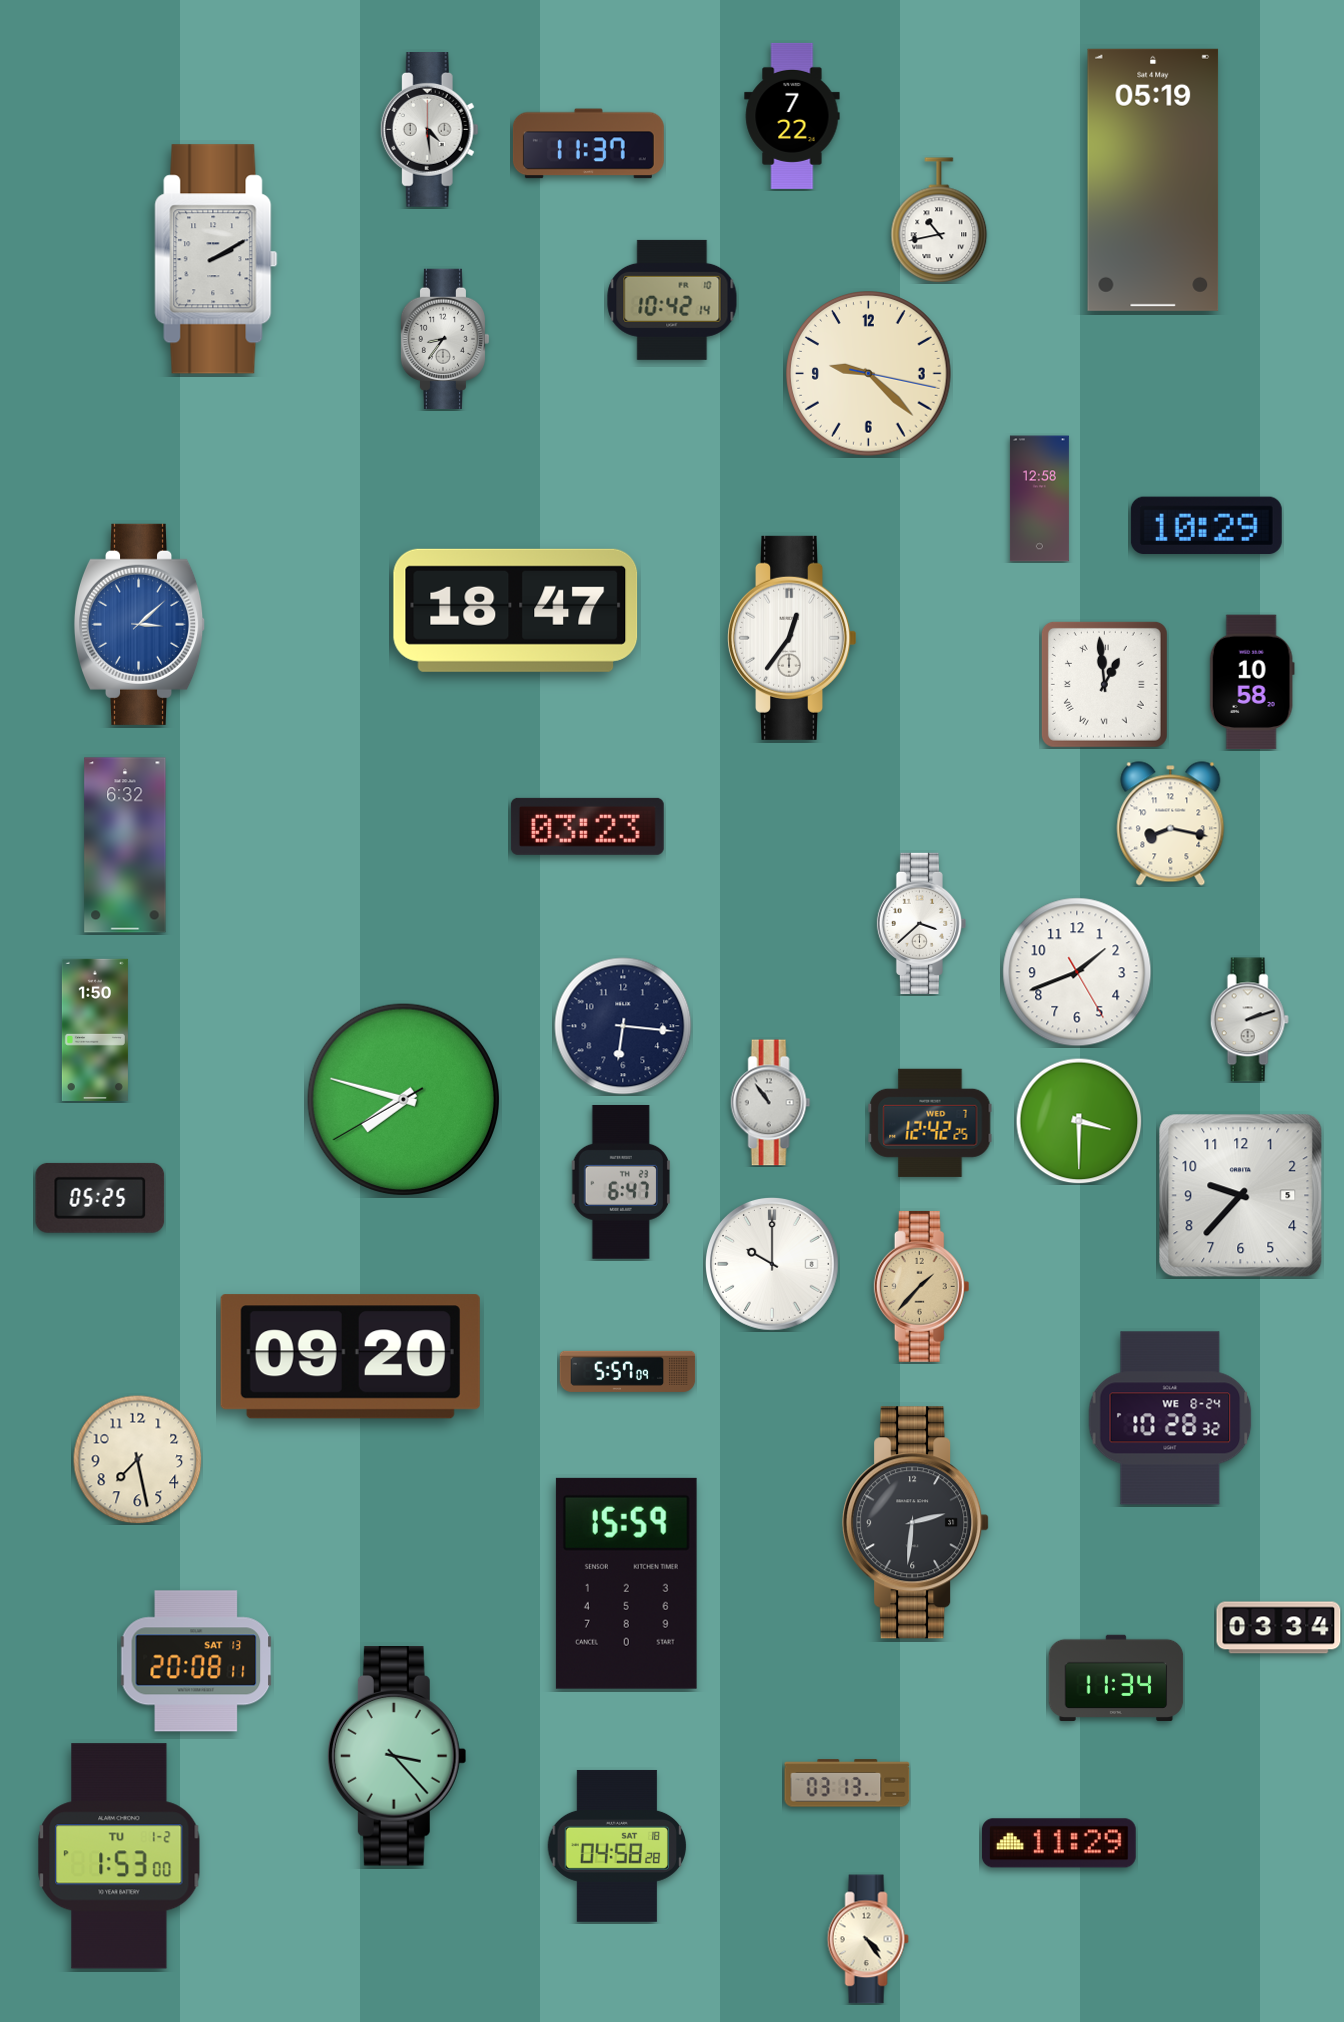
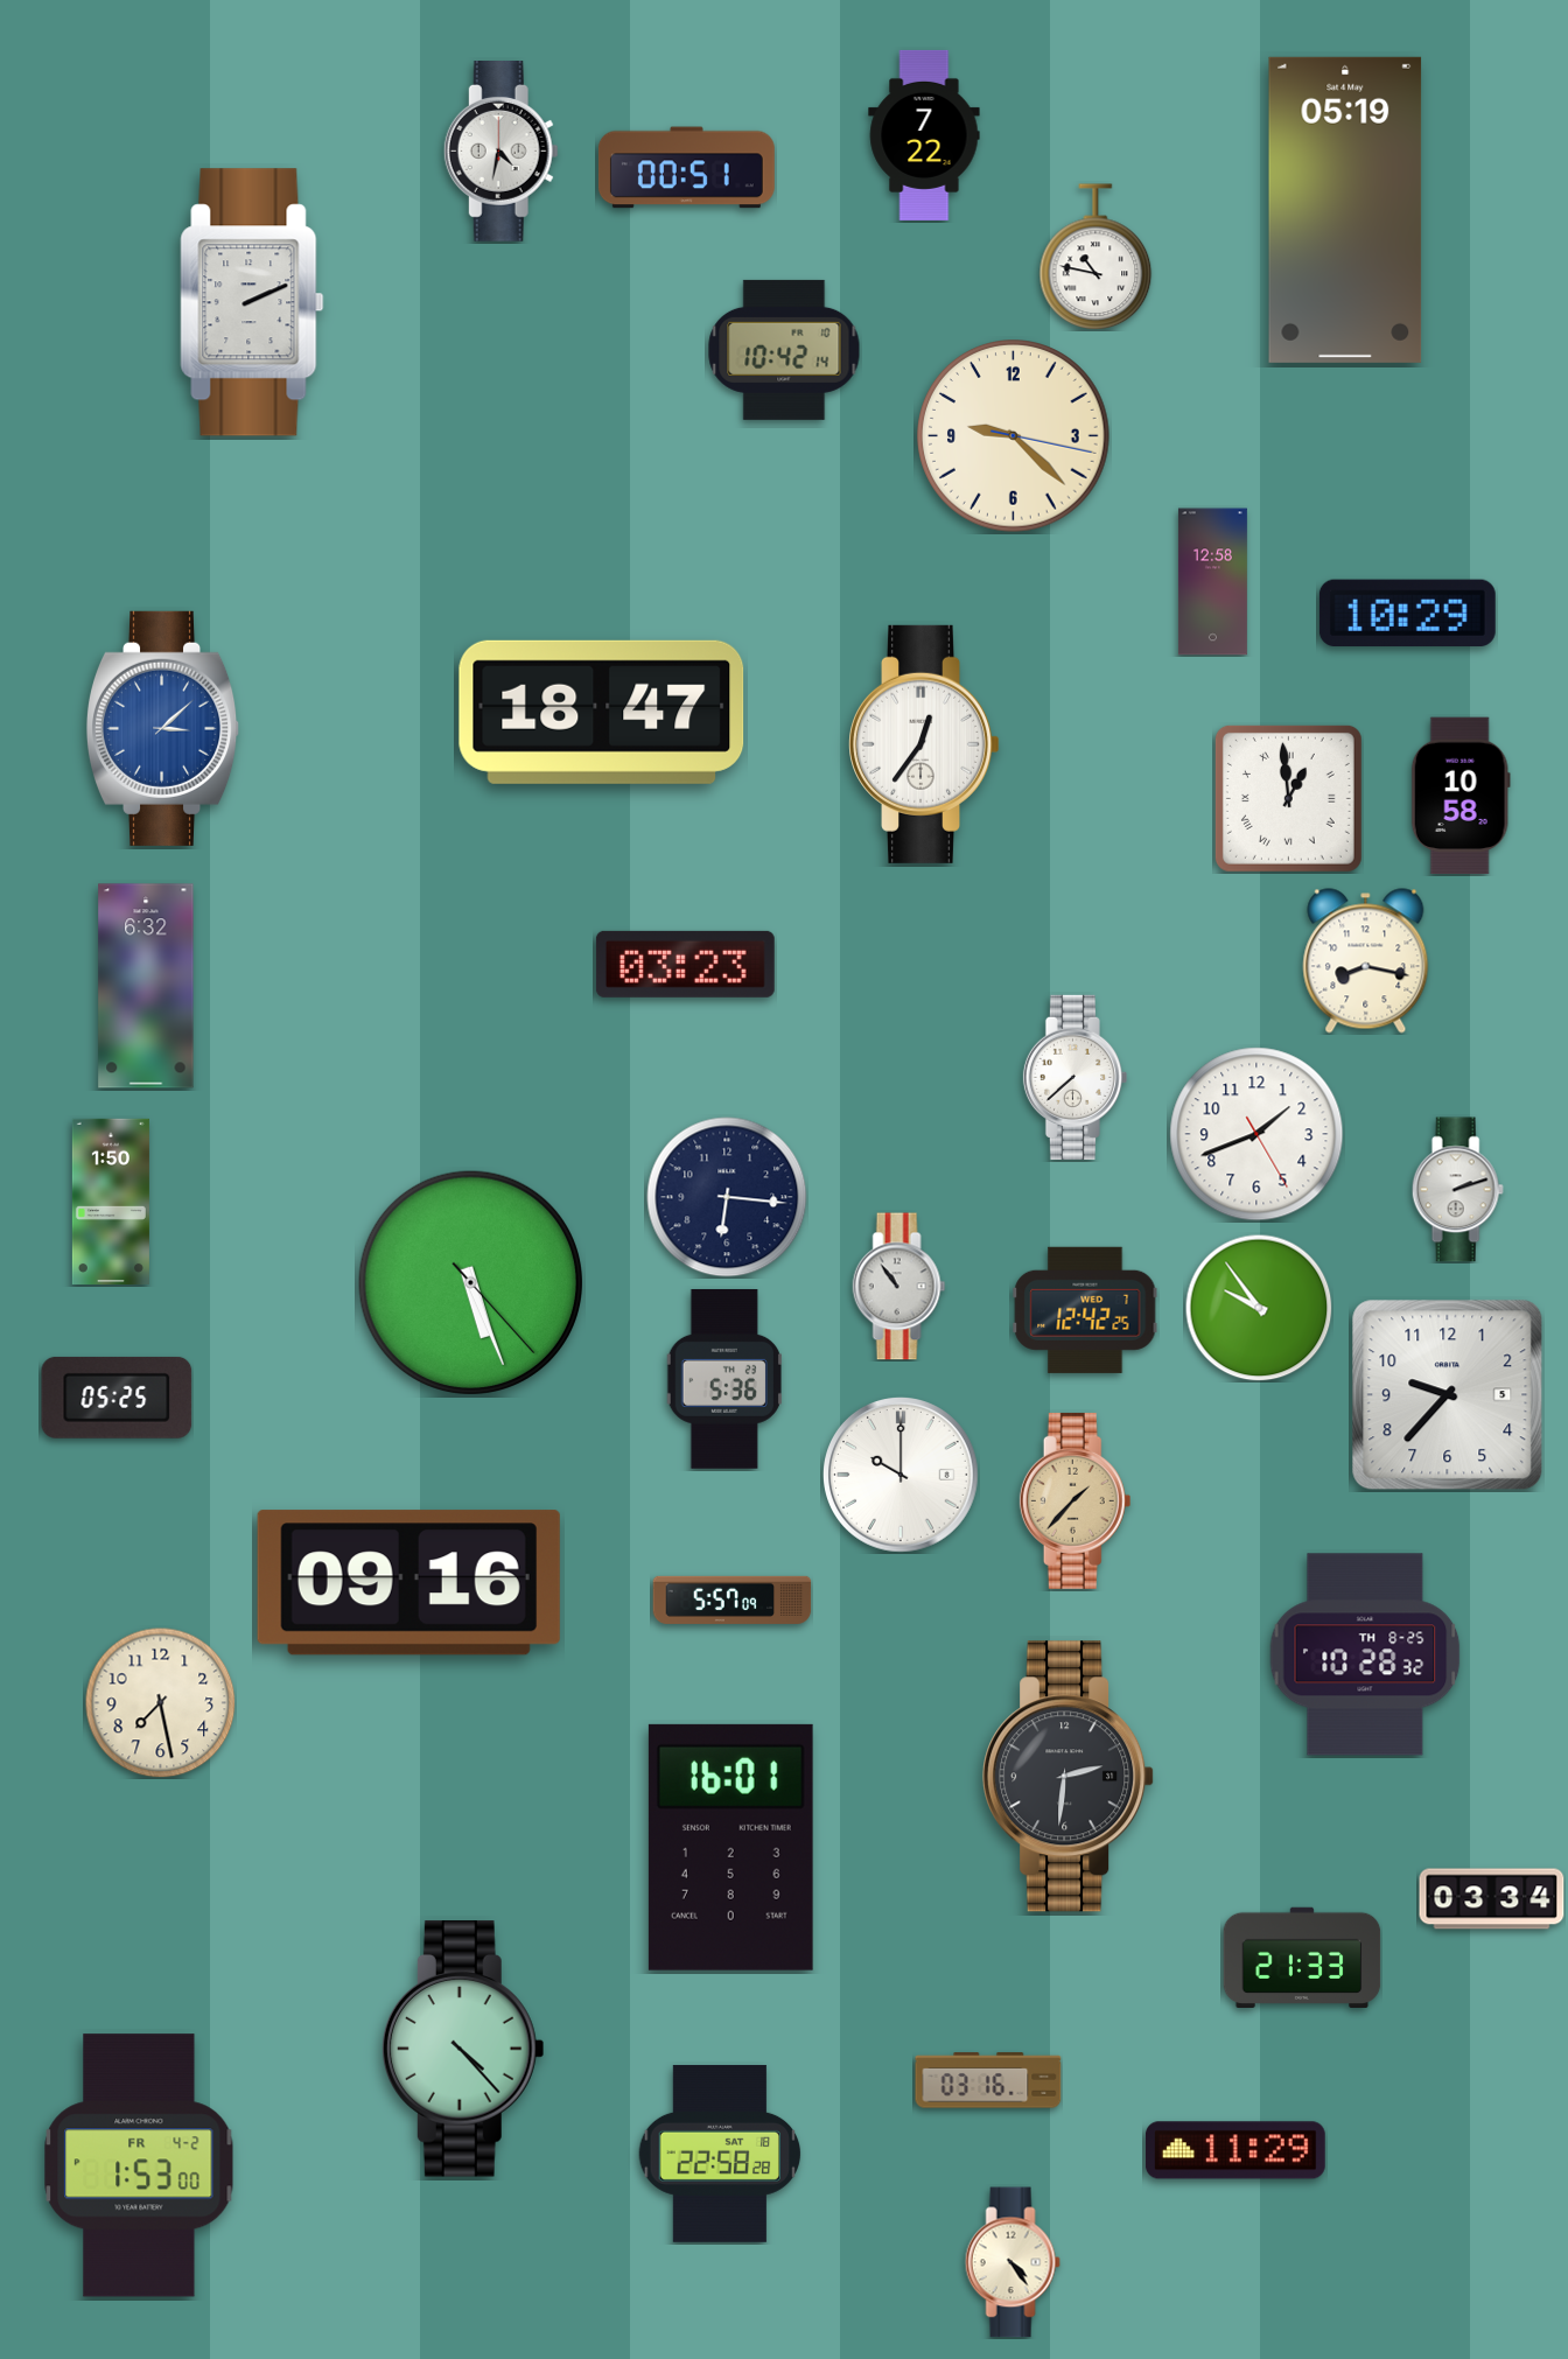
clock at (429, 130): 4:29 -> 4:32
clock at (588, 144): 11:37 -> 00:51
clock at (939, 220): 10:43 -> 10:47
clock at (216, 259): 2:10 -> 2:11
clock at (445, 339): 8:36 -> none
clock at (921, 923): 3:38 -> 7:38
clock at (403, 1099): 7:47 -> 5:26
clock at (1079, 1121): 3:30 -> 9:54
clock at (621, 1182): 6:47 -> 5:36
clock at (350, 1357): 09:20 -> 09:16
clock at (1170, 1418) date: WE 8-24 -> TH 8-25
clock at (626, 1583): 15:59 -> 16:01
clock at (196, 1661): 20:08 -> none
clock at (1116, 1677): 11:34 -> 21:33
clock at (397, 1756): 3:23 -> 4:23
clock at (847, 1783): 03:13 -> 03:16
clock at (617, 1846): 04:58 -> 22:58
clock at (119, 1856) date: TU 1-2 -> FR 4-2
